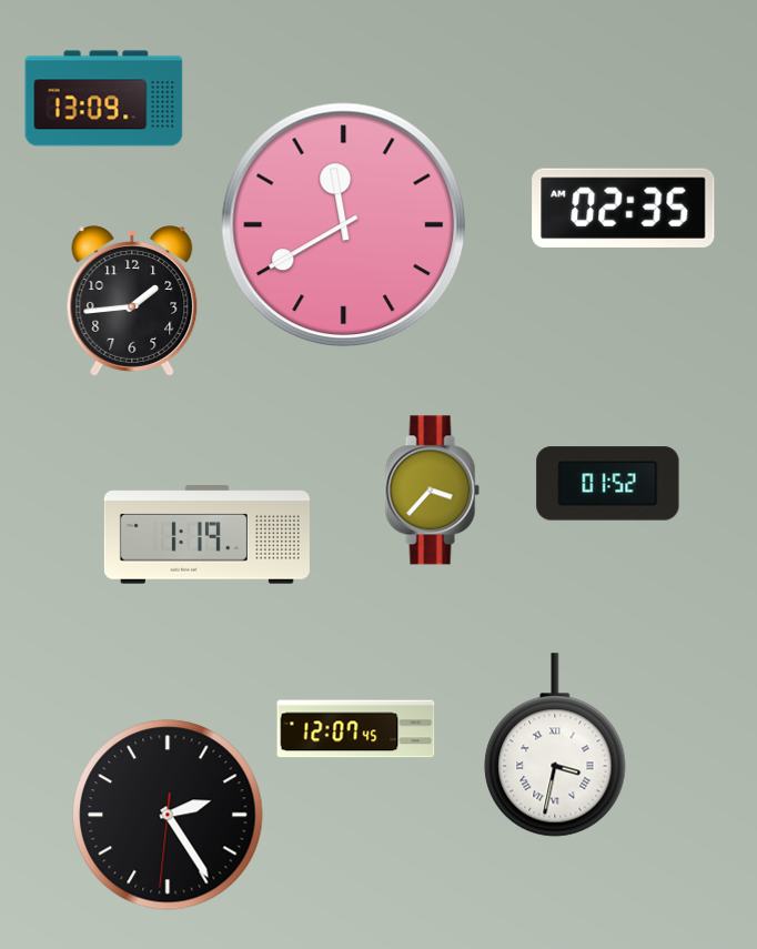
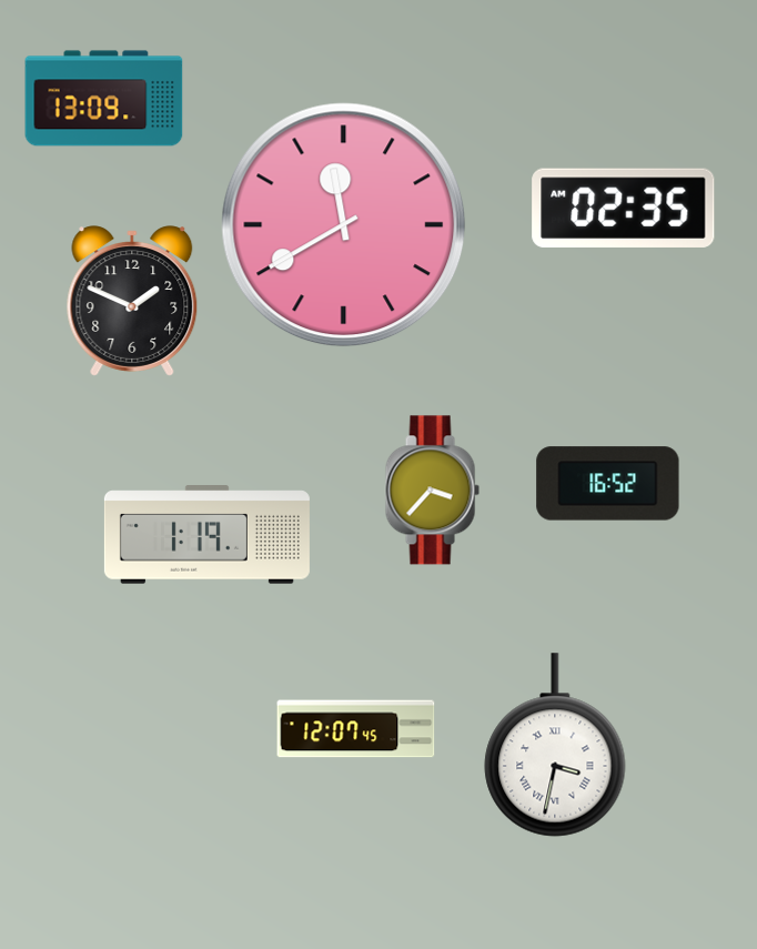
clock at (132, 301): 1:44 -> 1:49
clock at (608, 484): 01:52 -> 16:52
clock at (168, 815): 2:24 -> none
